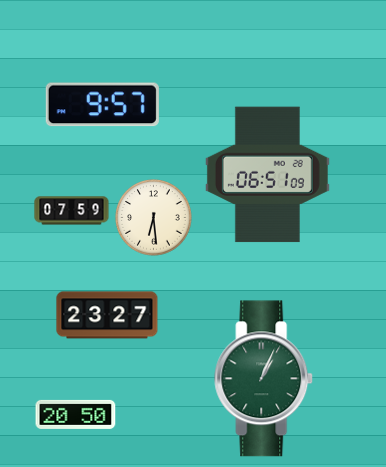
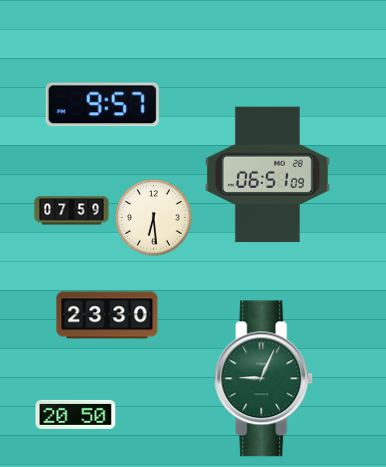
clock at (107, 315): 23:27 -> 23:30
clock at (264, 379): 1:04 -> 9:04
